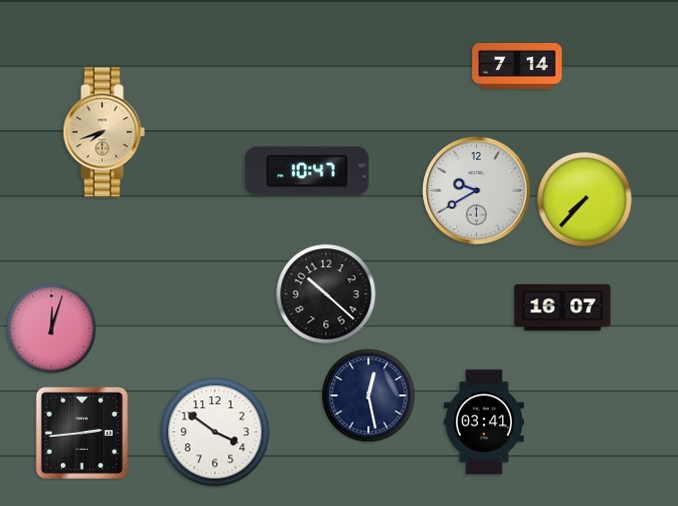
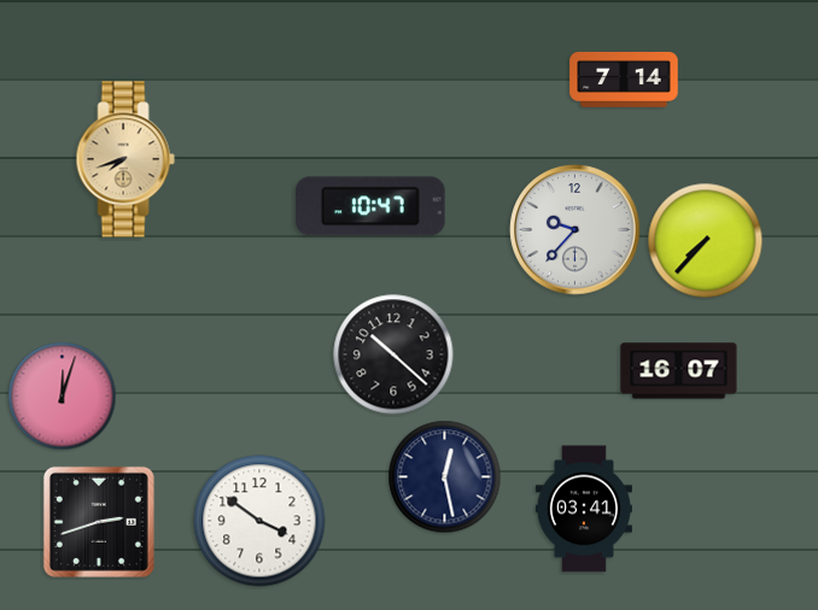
clock at (477, 191): 9:40 -> 9:37
clock at (82, 433): 2:44 -> 2:42
